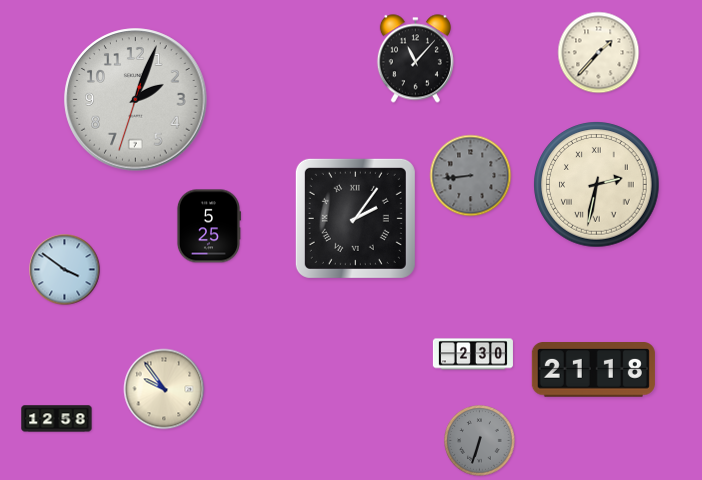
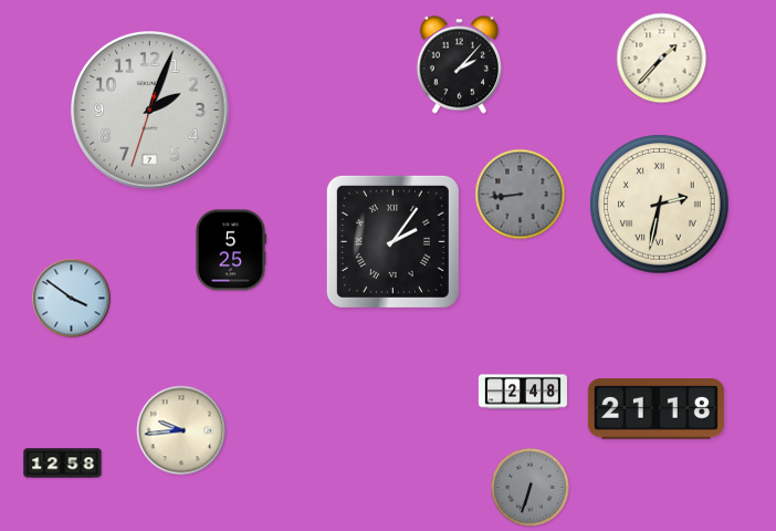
clock at (415, 59): 11:07 -> 2:07
clock at (473, 354): 2:30 -> 2:48
clock at (164, 389): 9:54 -> 9:44
